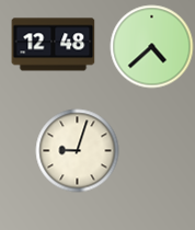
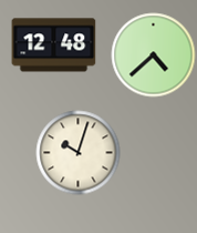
clock at (152, 47) position: (152, 47) -> (154, 55)
clock at (78, 151): 9:03 -> 10:03
